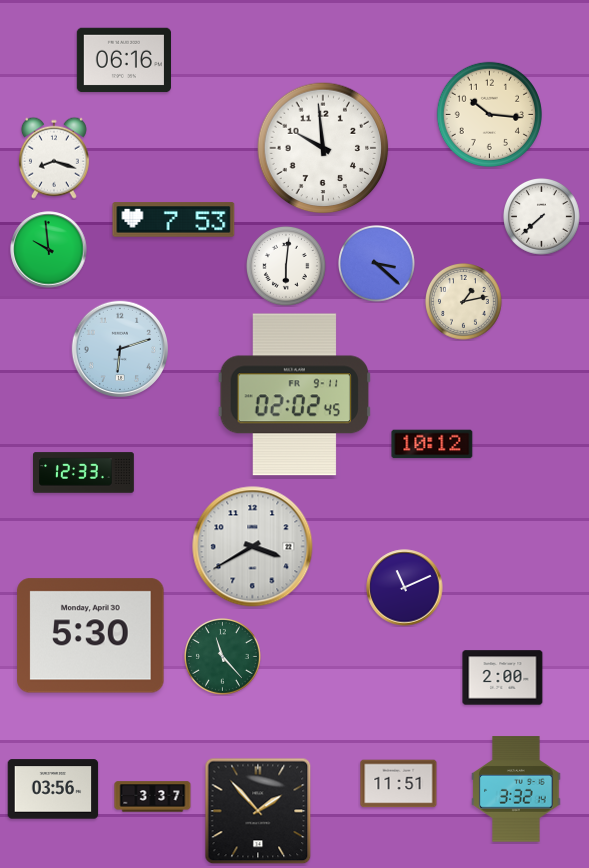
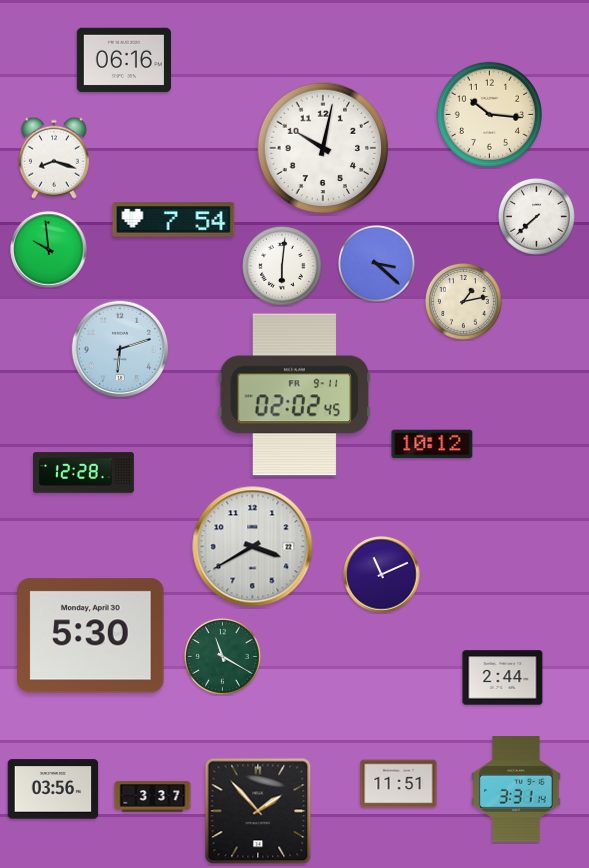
clock at (323, 148): 9:59 -> 10:02
clock at (542, 217) position: (542, 217) -> (537, 217)
clock at (174, 220): 7:53 -> 7:54
clock at (286, 266) position: (286, 266) -> (282, 266)
clock at (84, 473): 12:33 -> 12:28
clock at (405, 588) position: (405, 588) -> (382, 575)
clock at (223, 657): 11:23 -> 11:20
clock at (503, 678): 2:00 -> 2:44
clock at (516, 789): 3:32 -> 3:31
